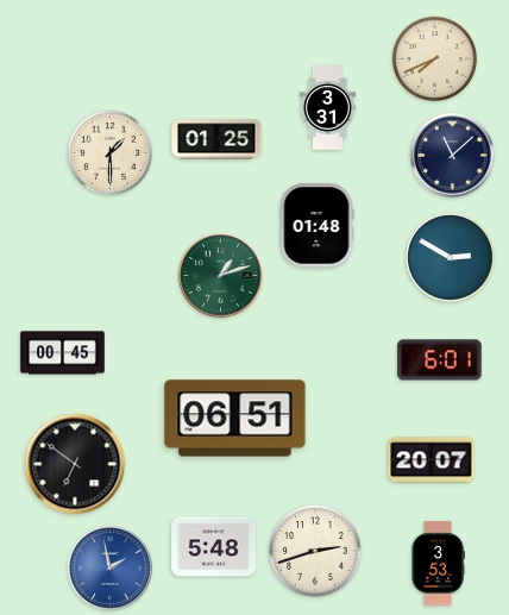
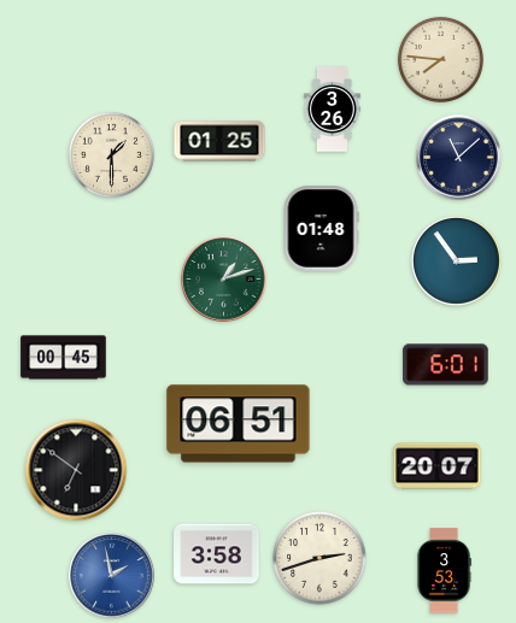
clock at (434, 58): 7:41 -> 7:46
clock at (327, 108): 3:31 -> 3:26
clock at (451, 258): 2:50 -> 2:54
clock at (214, 547): 5:48 -> 3:58
